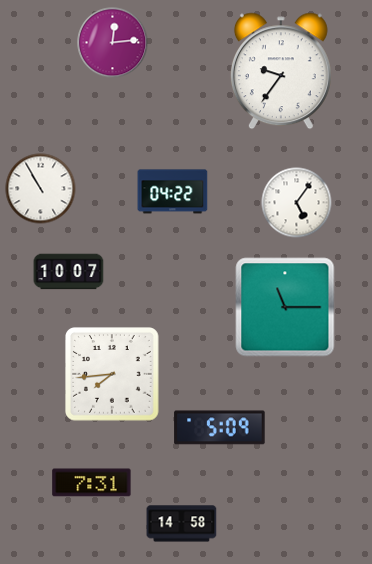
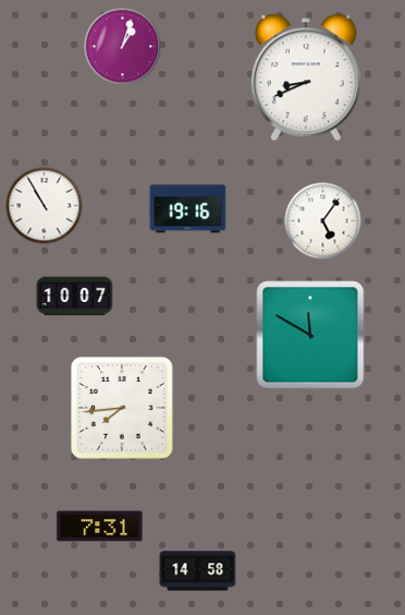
clock at (113, 43): 12:14 -> 1:03
clock at (281, 71): 9:36 -> 8:41
clock at (173, 192): 04:22 -> 19:16
clock at (285, 307): 11:15 -> 11:50
clock at (220, 428): 5:09 -> none
